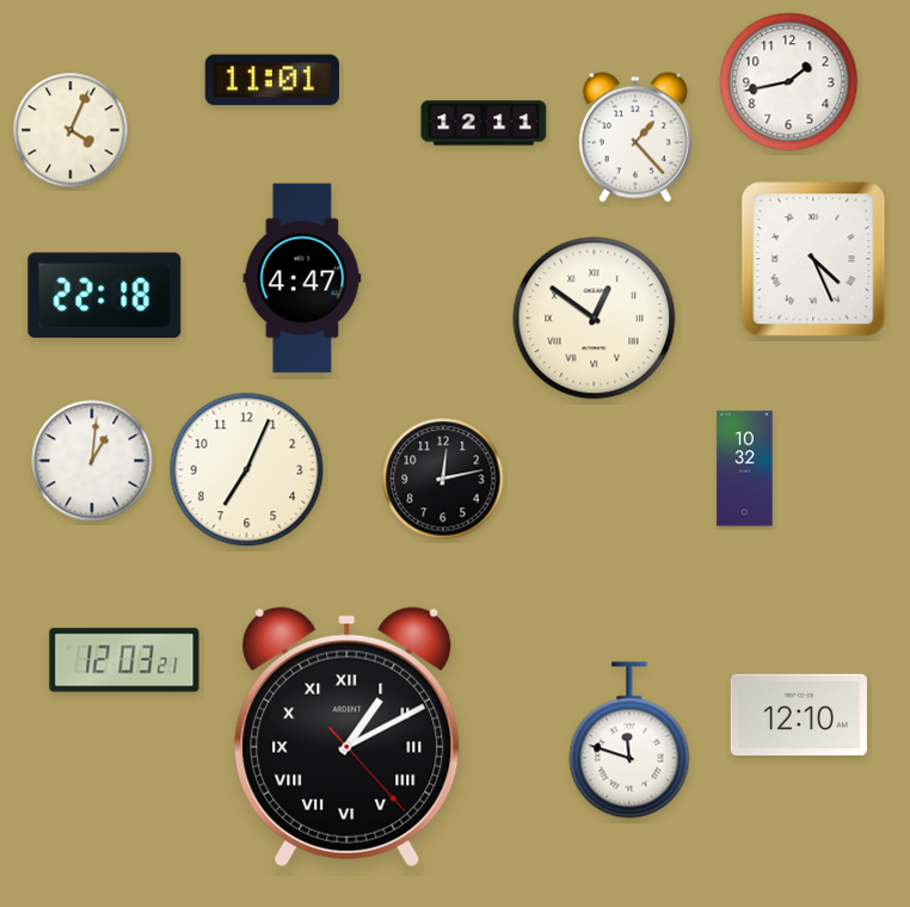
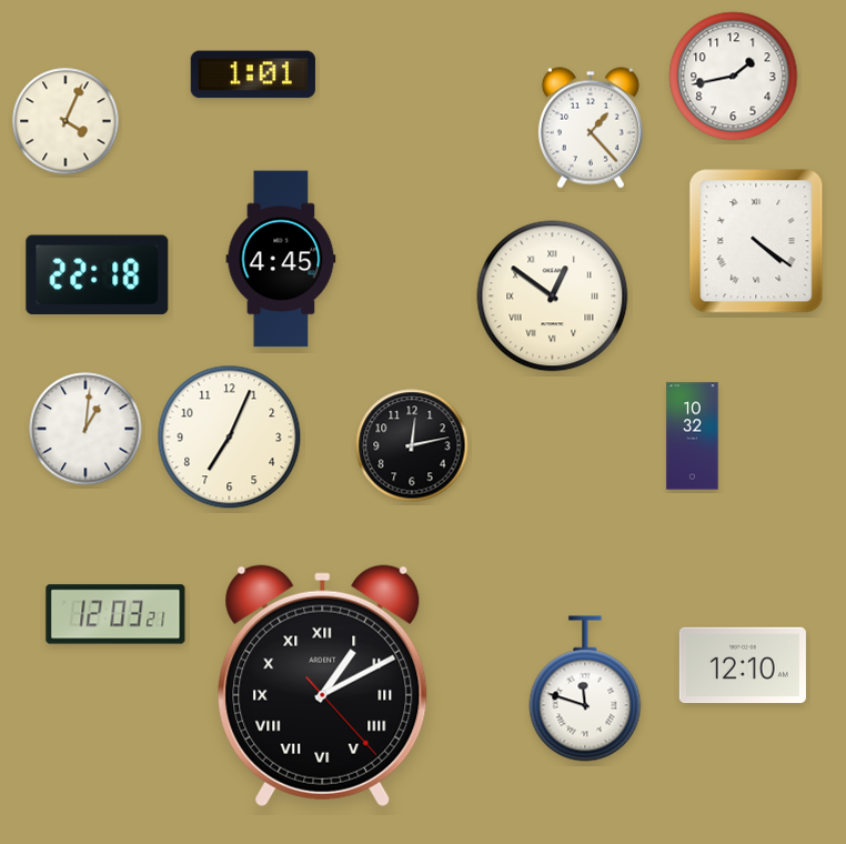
clock at (272, 80): 11:01 -> 1:01
clock at (484, 123): 12:11 -> none
clock at (813, 259): 4:26 -> 4:21
clock at (302, 278): 4:47 -> 4:45
